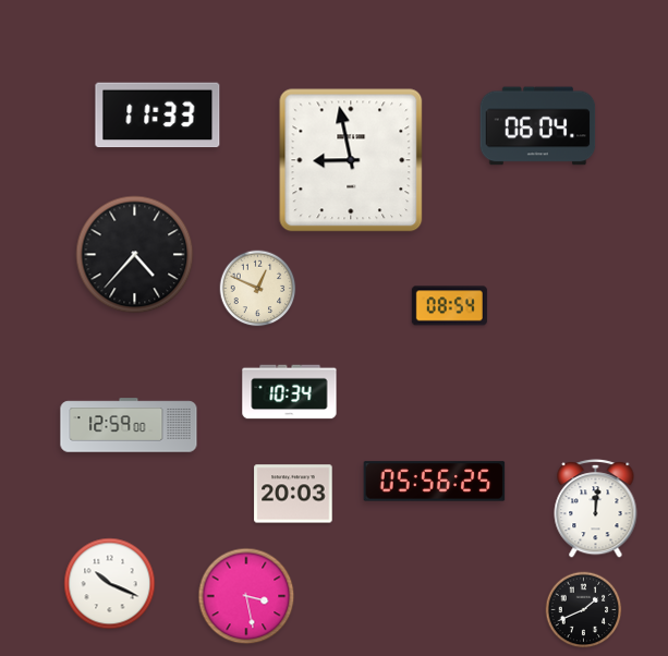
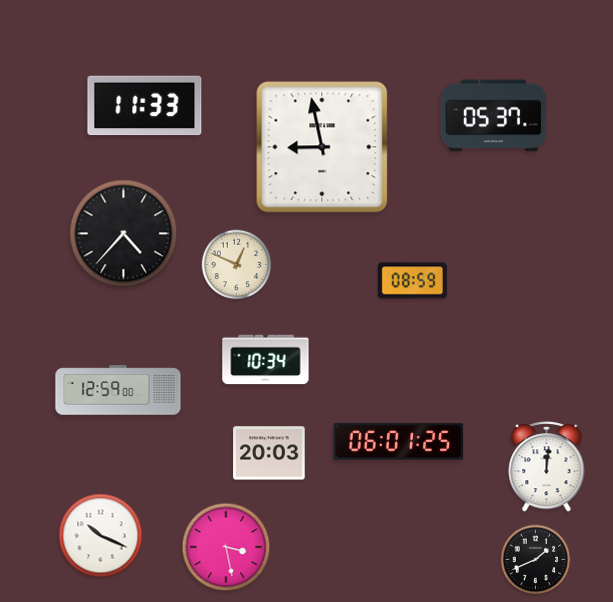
clock at (538, 126): 06:04 -> 05:37
clock at (449, 306): 08:54 -> 08:59
clock at (435, 482): 05:56 -> 06:01
